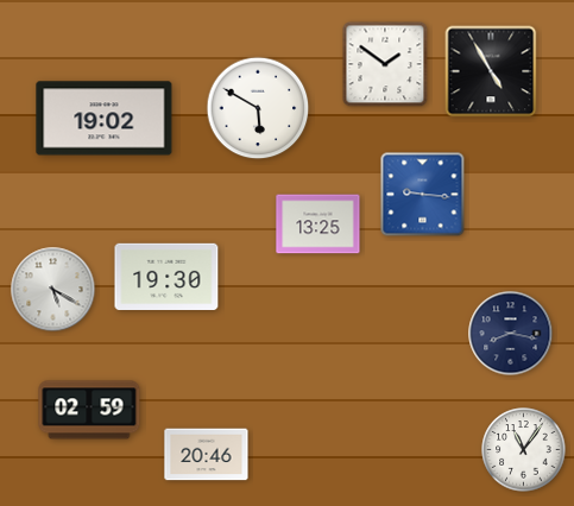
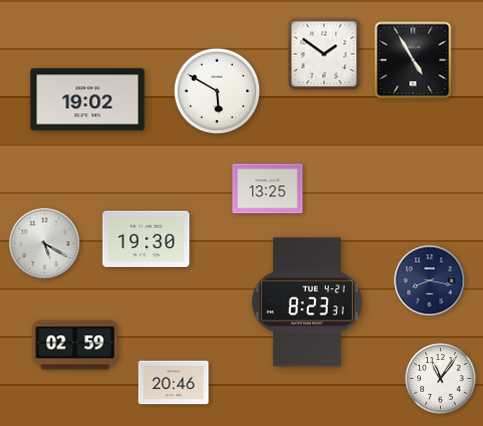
clock at (423, 195): 9:16 -> none
clock at (166, 276) position: (166, 276) -> (146, 238)
clock at (307, 302): none -> 8:23
